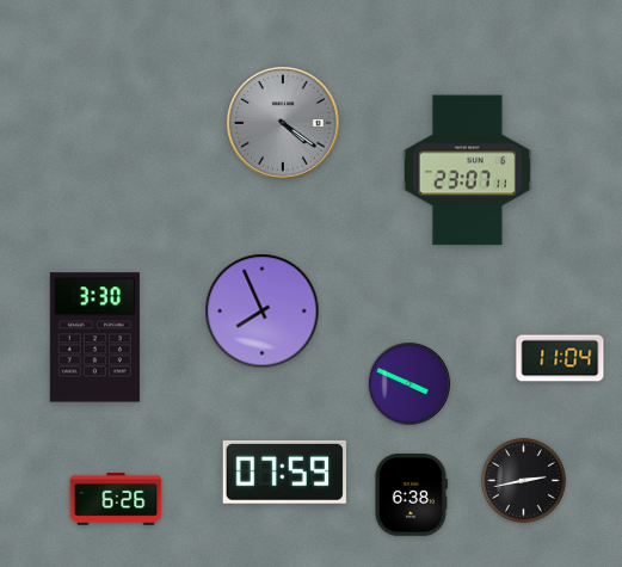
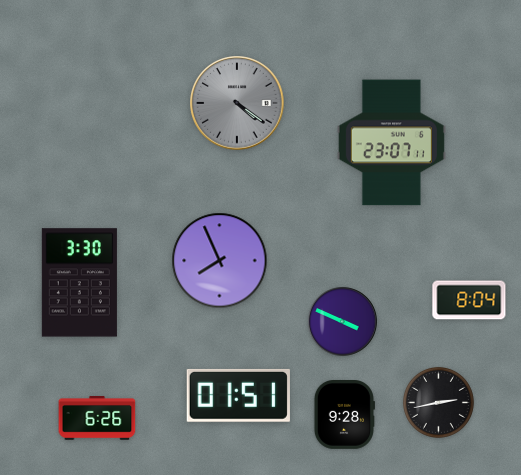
clock at (560, 358): 11:04 -> 8:04
clock at (284, 472): 07:59 -> 01:51
clock at (411, 495): 6:38 -> 9:28
